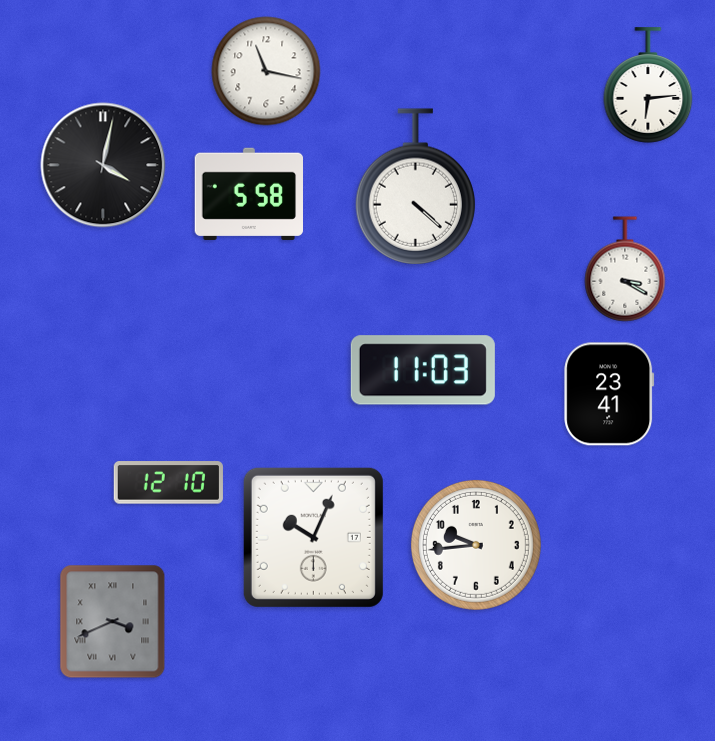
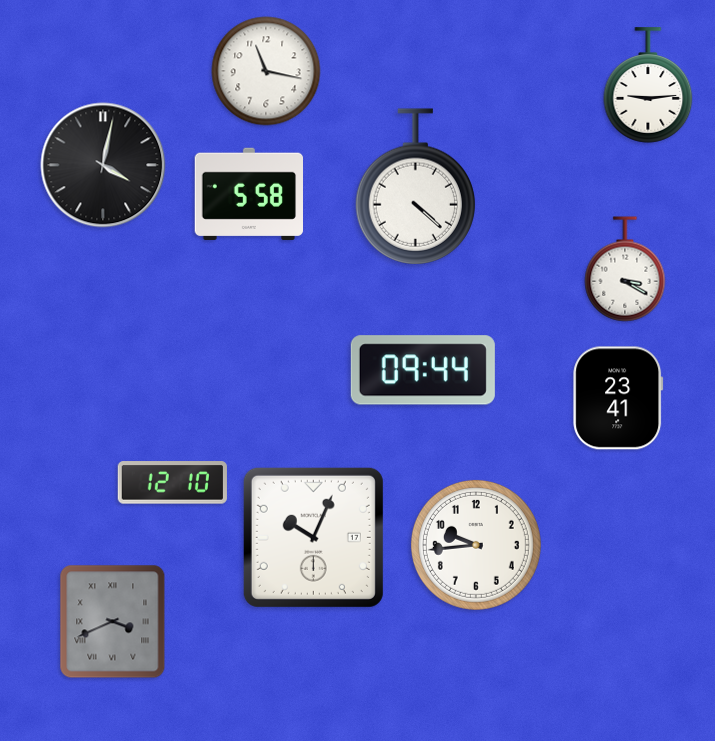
clock at (648, 85): 6:14 -> 9:14
clock at (423, 370): 11:03 -> 09:44
clock at (609, 394) position: (609, 394) -> (618, 398)
clock at (168, 483) position: (168, 483) -> (172, 483)
